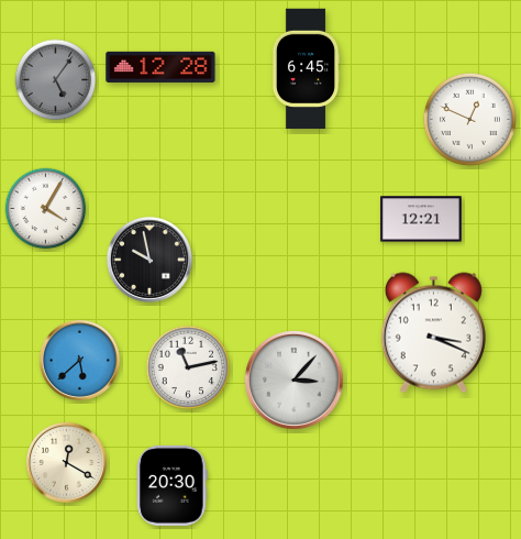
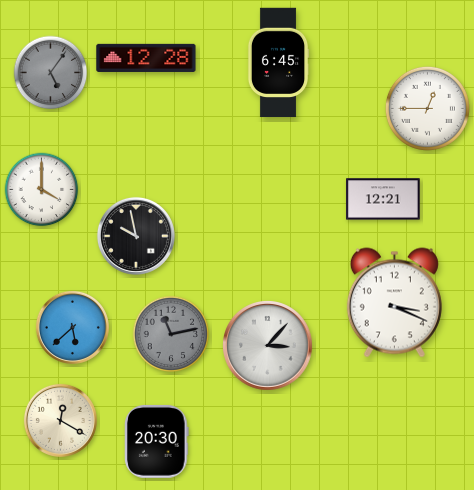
clock at (160, 67) position: (160, 67) -> (146, 58)
clock at (469, 119): 12:49 -> 12:45
clock at (46, 209): 4:05 -> 4:00
clock at (188, 367) dial: white -> grey
